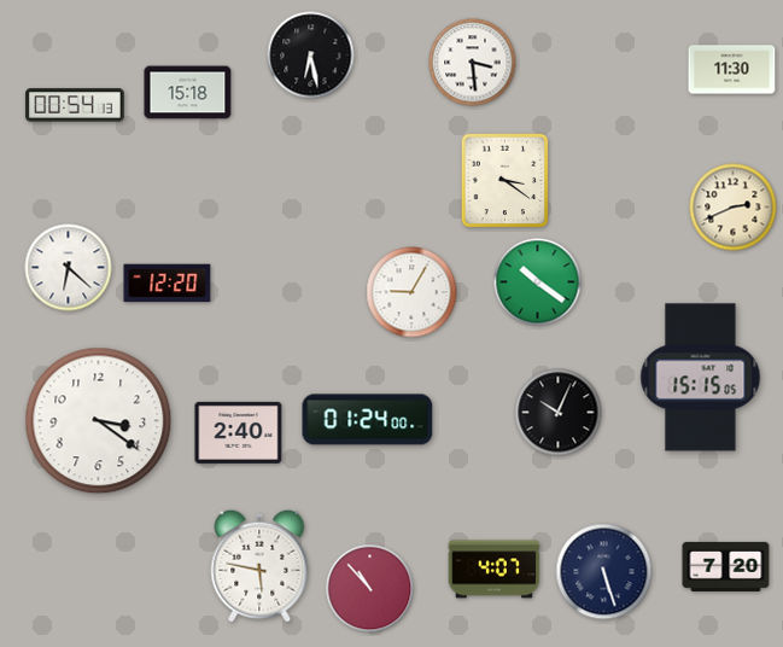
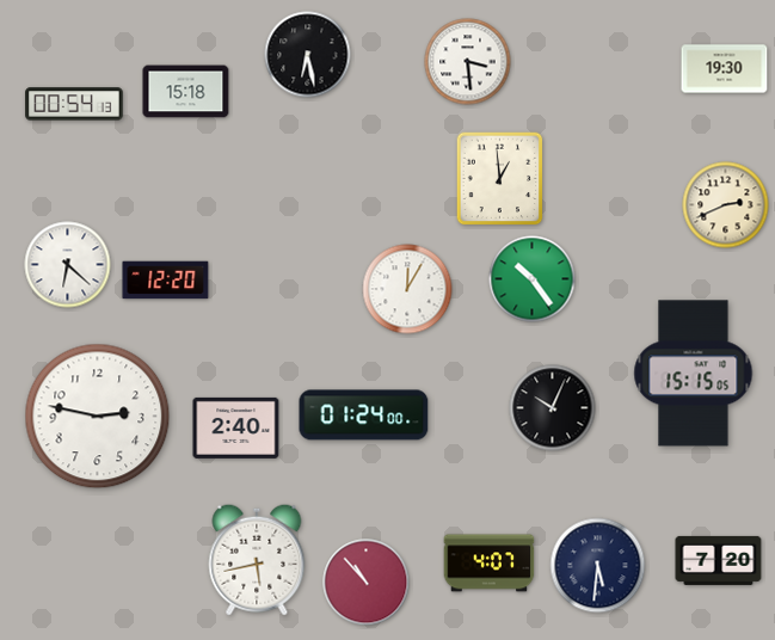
clock at (732, 70): 11:30 -> 19:30
clock at (506, 181): 3:21 -> 12:59
clock at (538, 282): 10:21 -> 10:24
clock at (411, 292): 9:05 -> 12:05
clock at (99, 421): 3:21 -> 2:47
clock at (259, 566): 5:47 -> 5:43
clock at (604, 572): 5:27 -> 5:31
